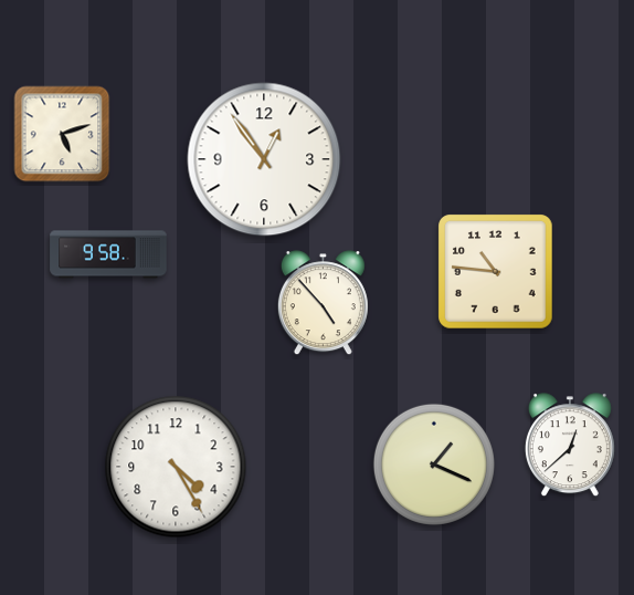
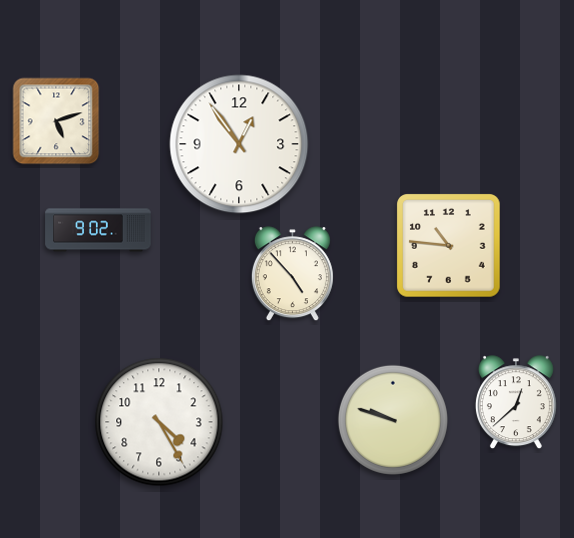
clock at (108, 254): 9:58 -> 9:02
clock at (434, 464): 1:19 -> 9:48
